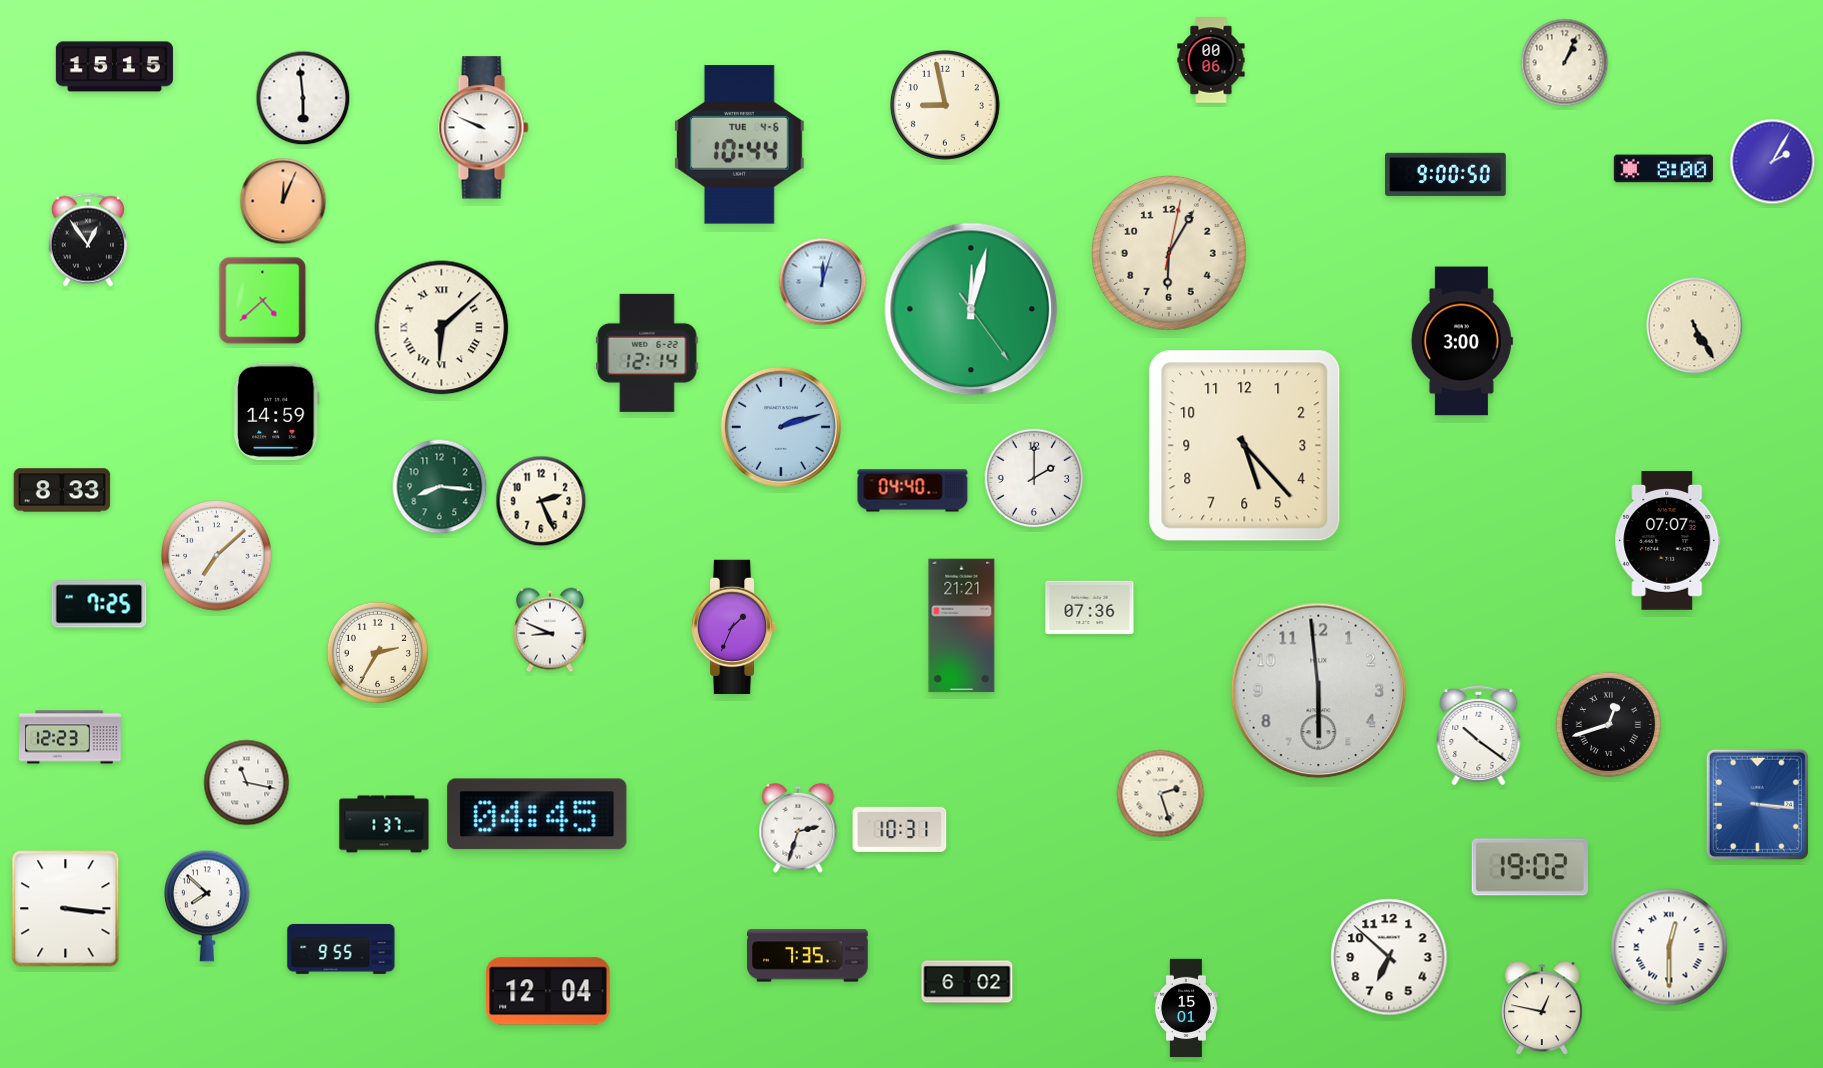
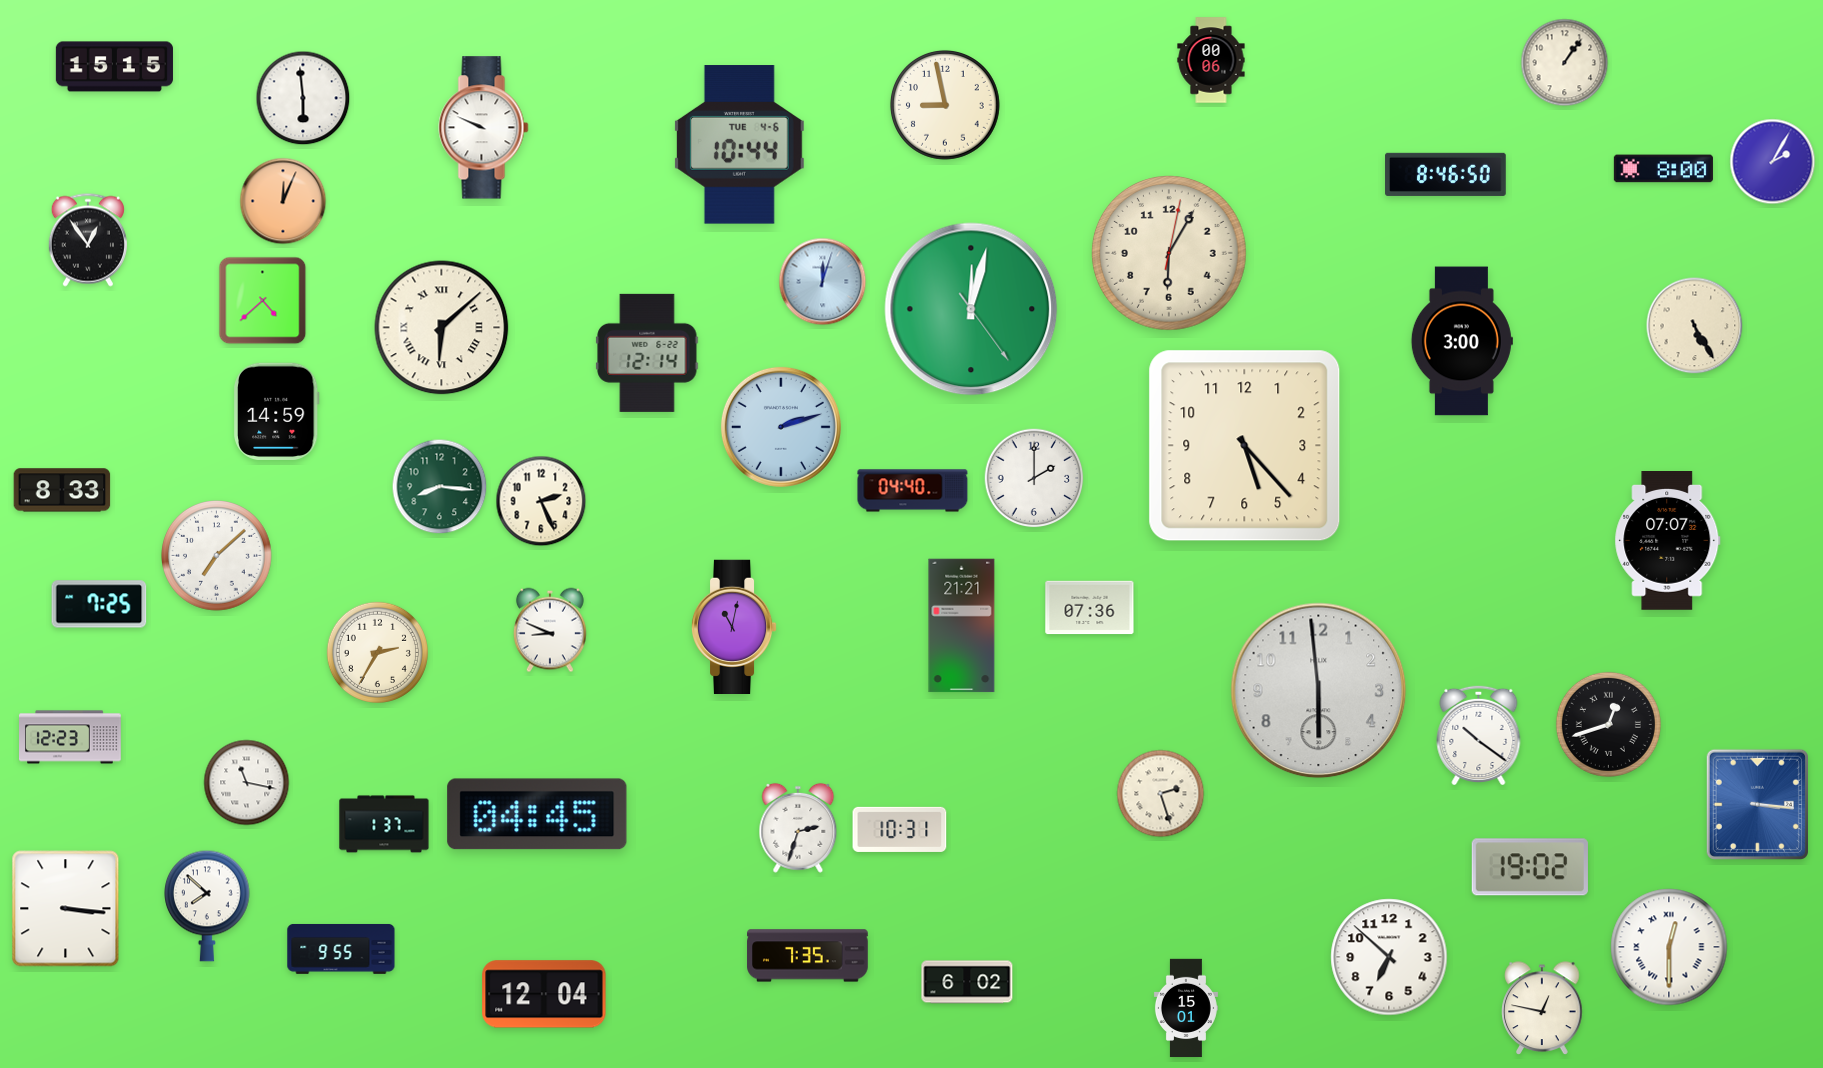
clock at (1565, 63): 1:04 -> 1:06
clock at (1446, 174): 9:00 -> 8:46
clock at (734, 626): 1:34 -> 11:02
clock at (548, 991) position: (548, 991) -> (544, 994)
